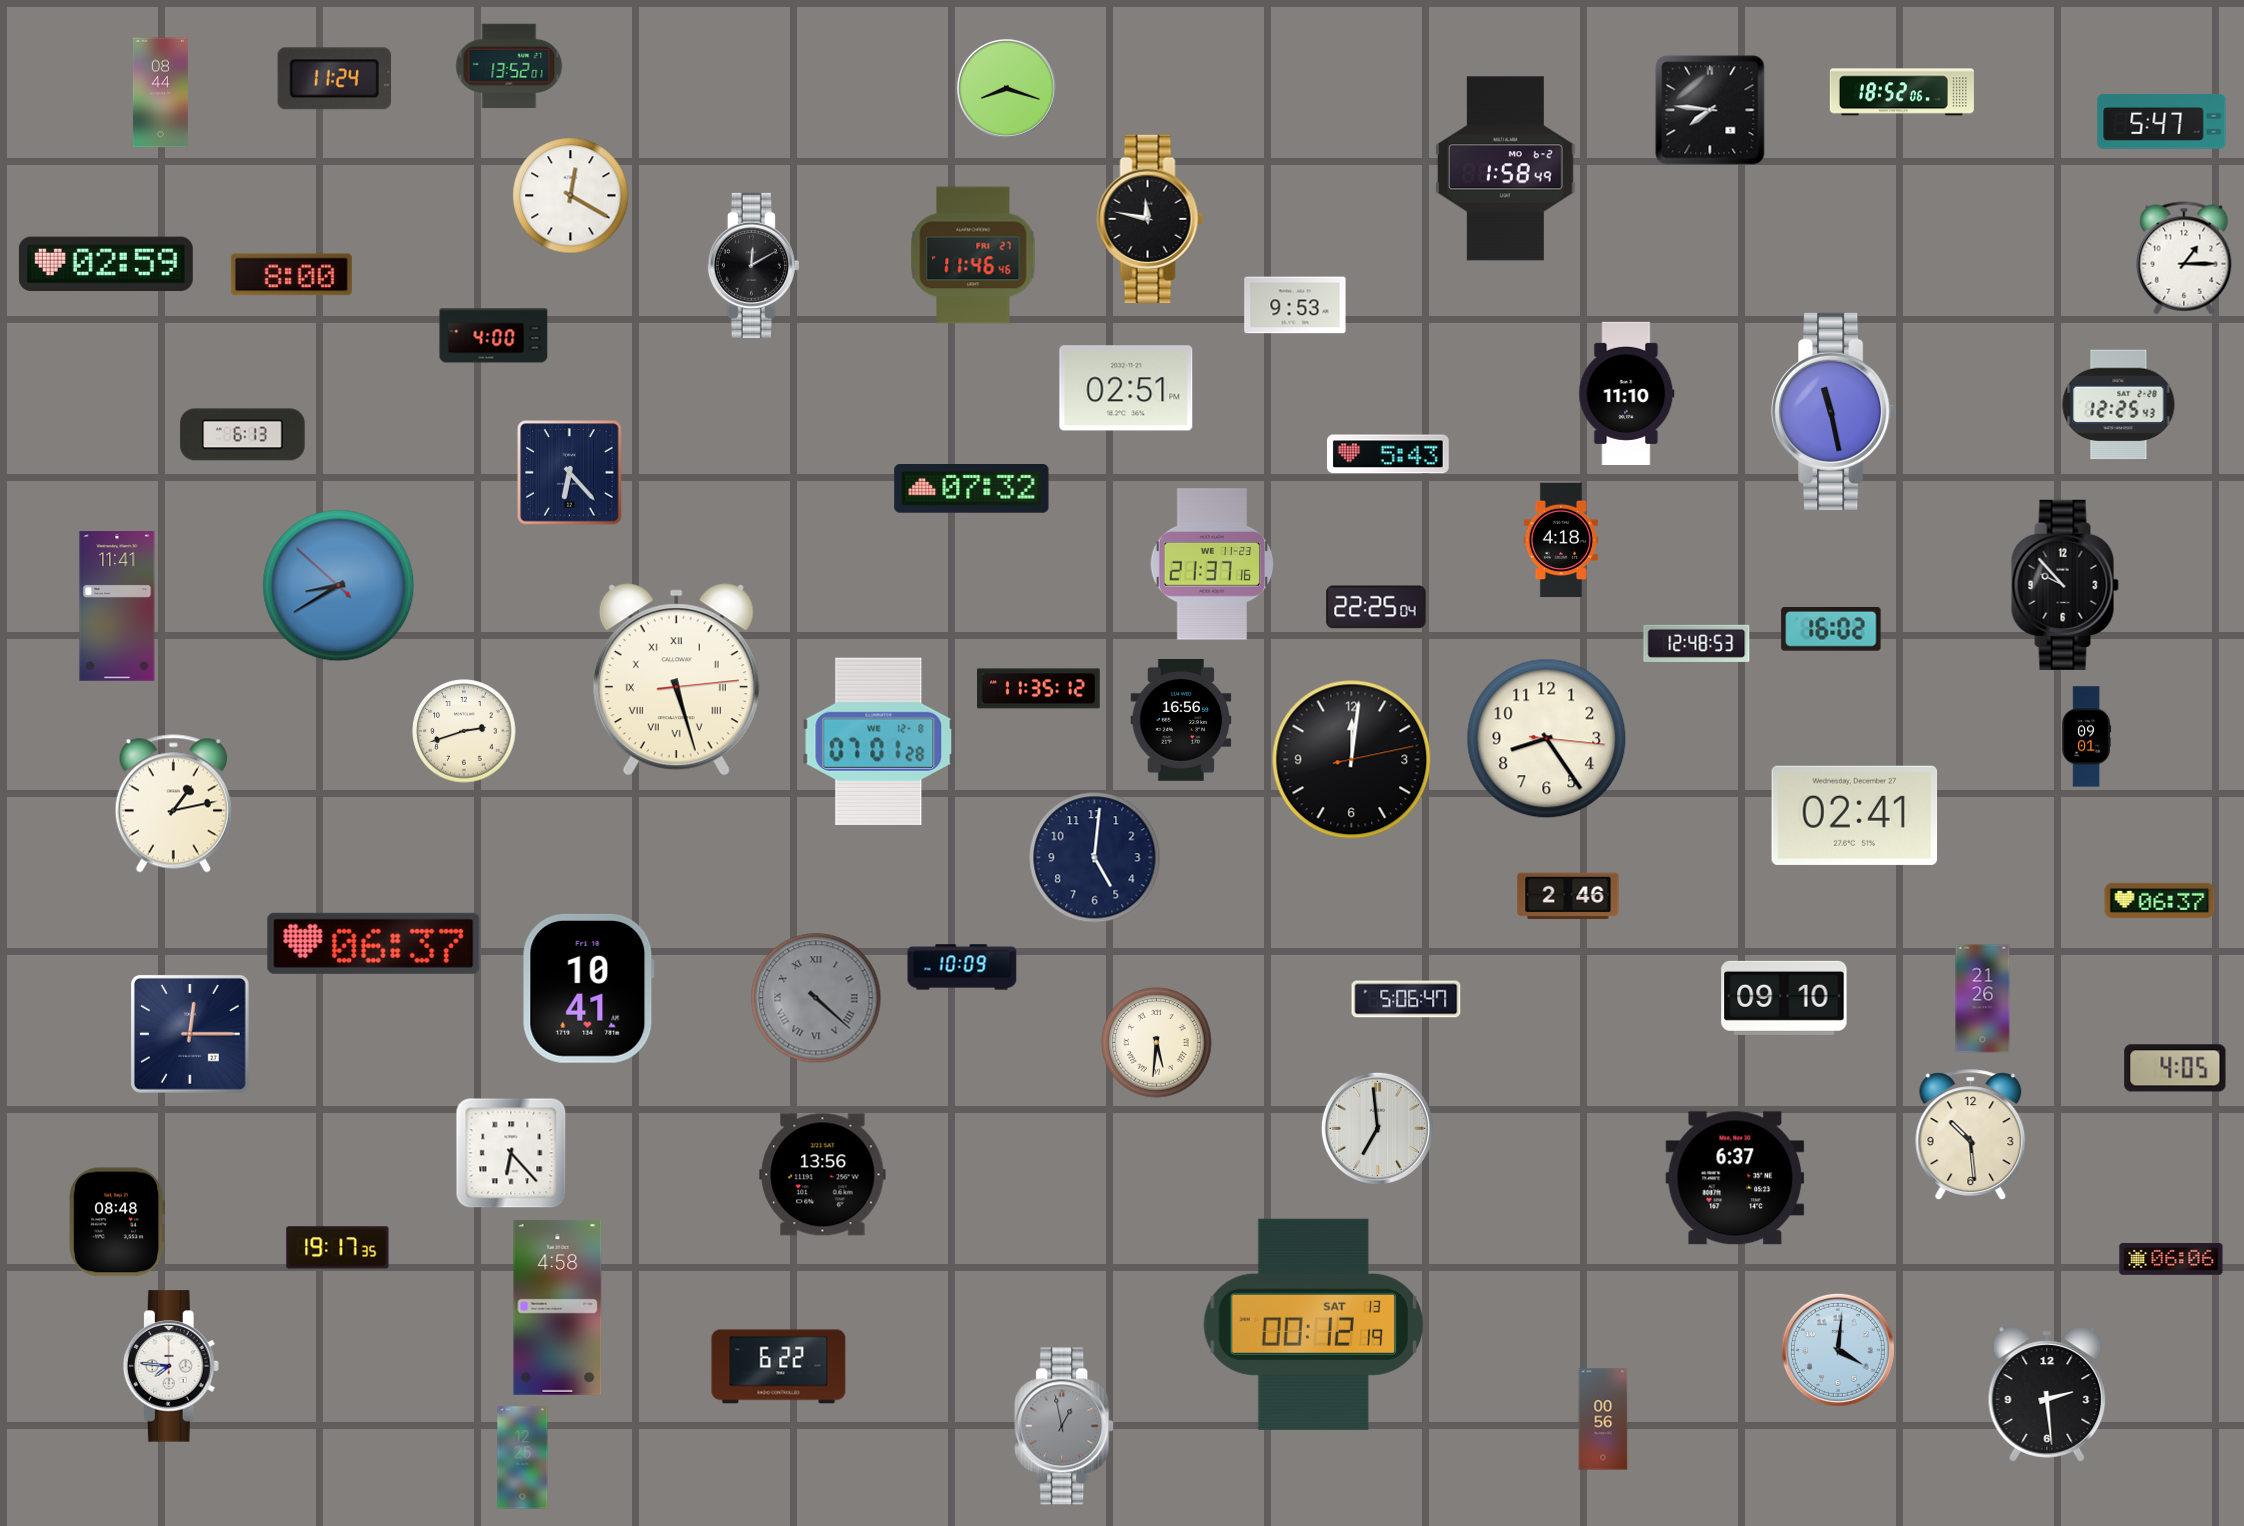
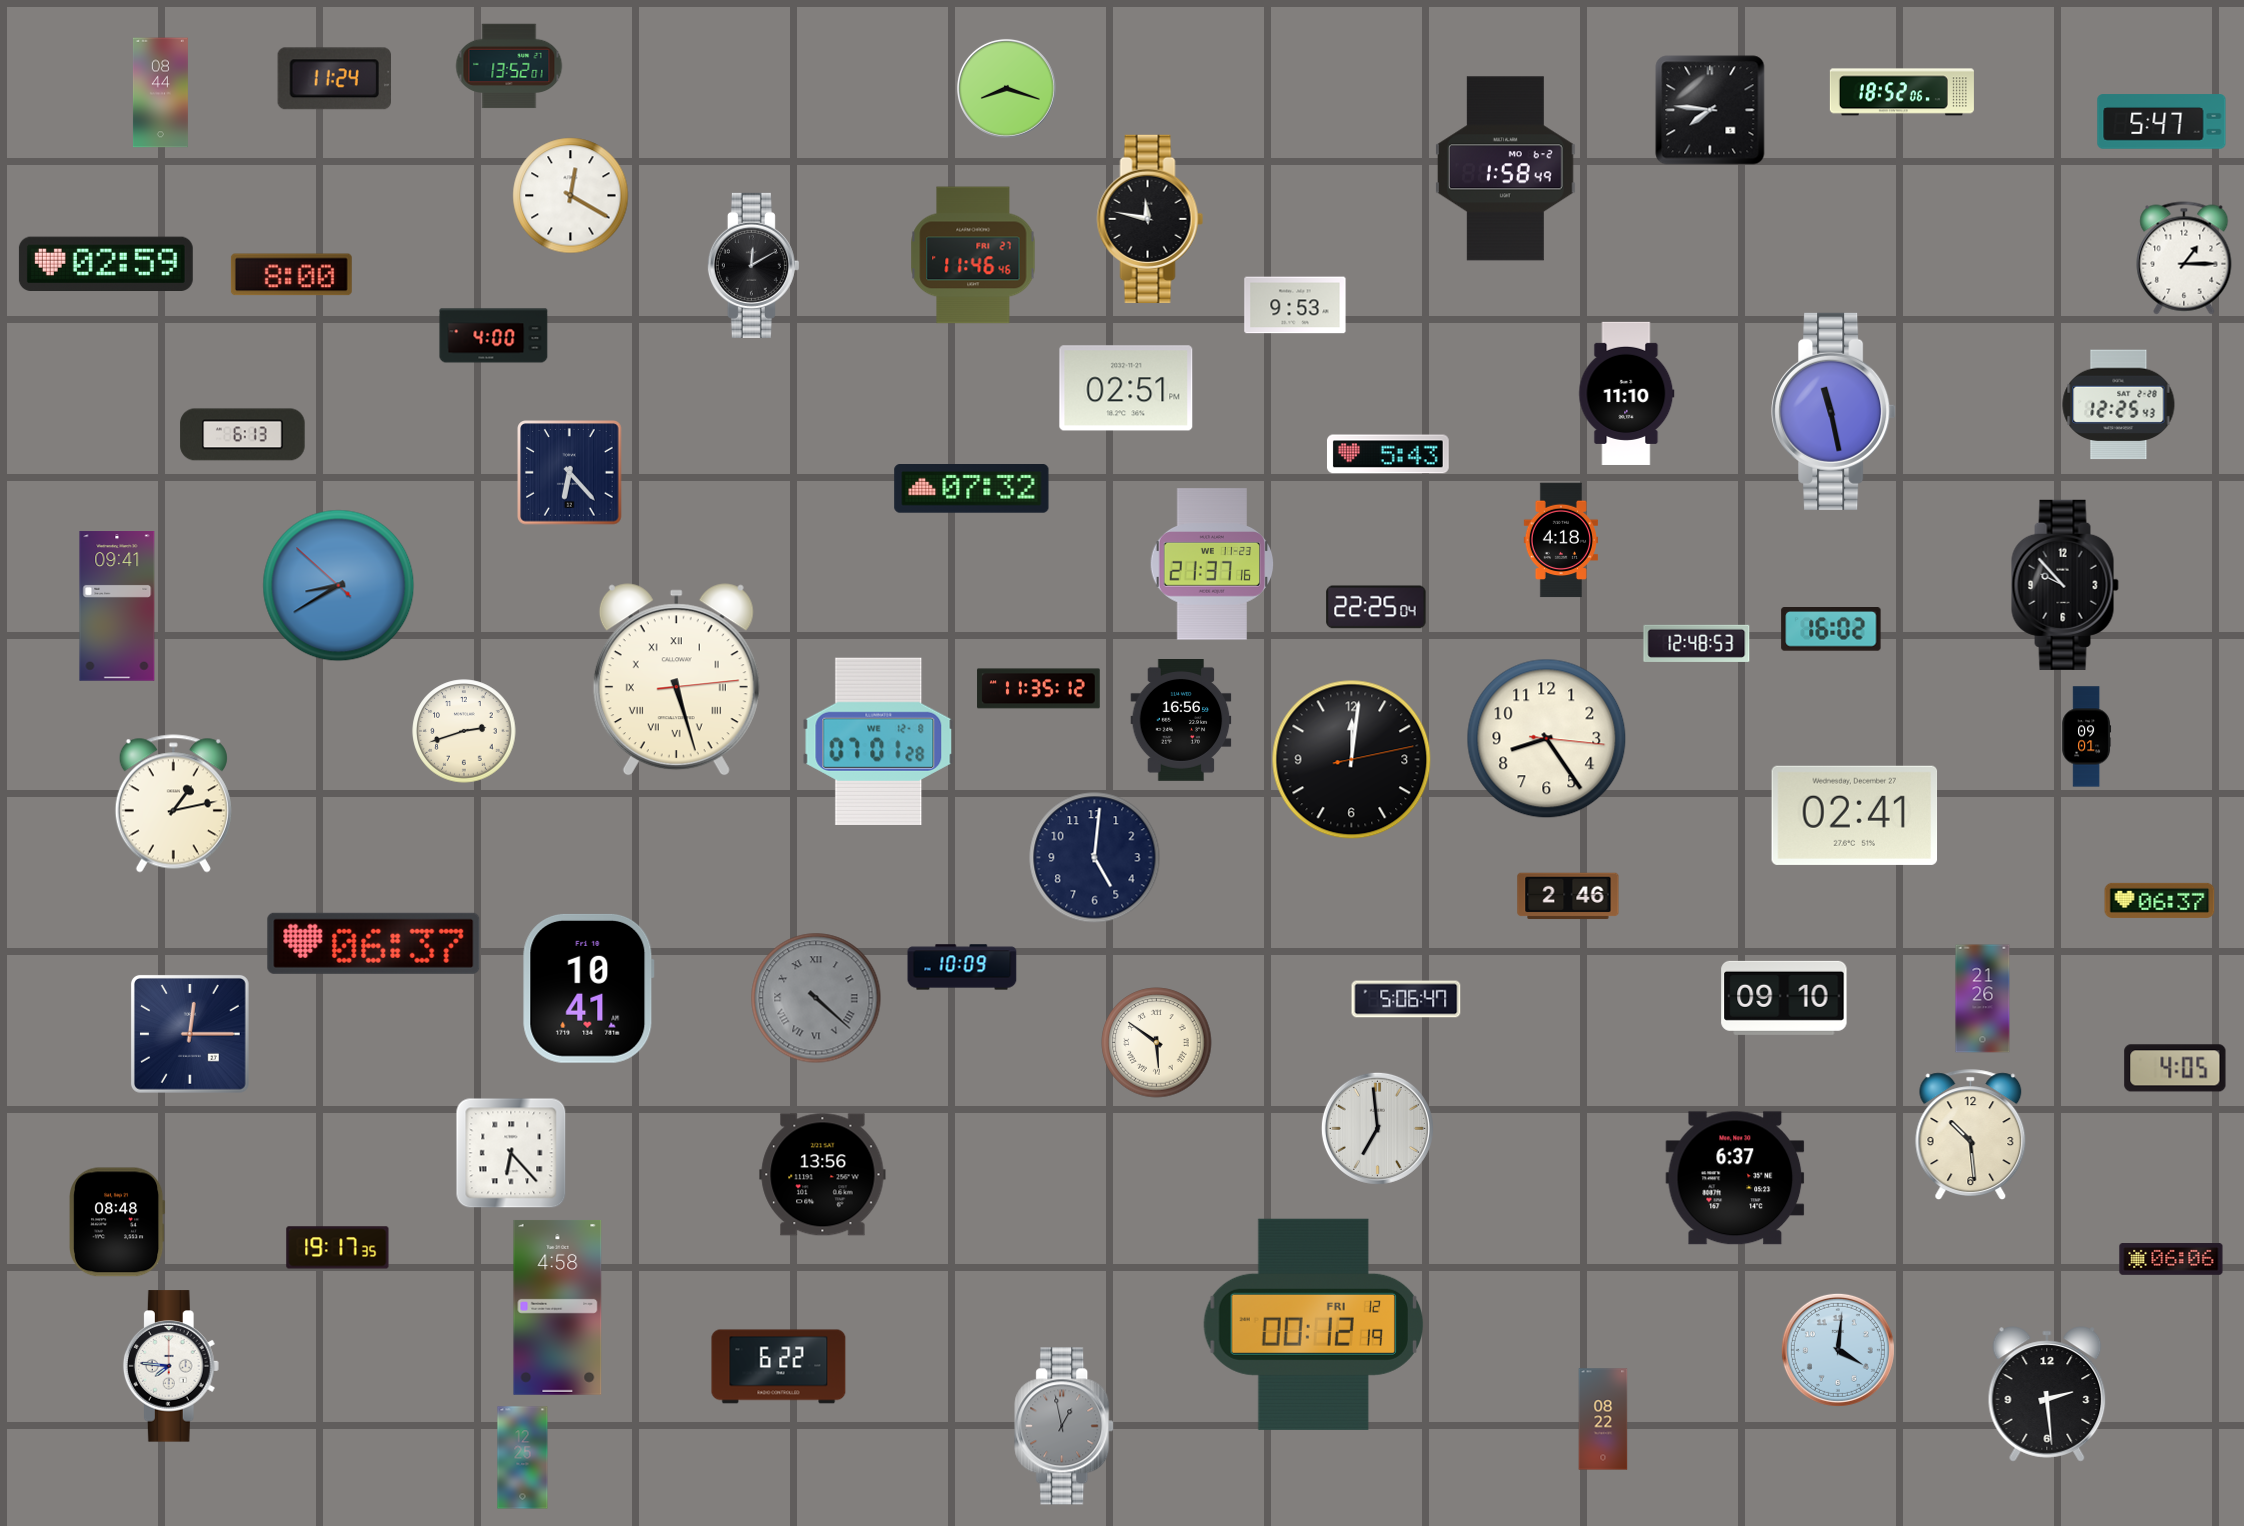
clock at (117, 606): 11:41 -> 09:41
clock at (1157, 1043): 5:31 -> 5:51
clock at (1313, 1324) date: SAT 13 -> FRI 12
clock at (1603, 1419): 00:56 -> 08:22
